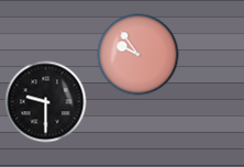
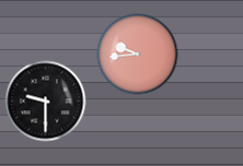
clock at (138, 55): 9:54 -> 9:44
